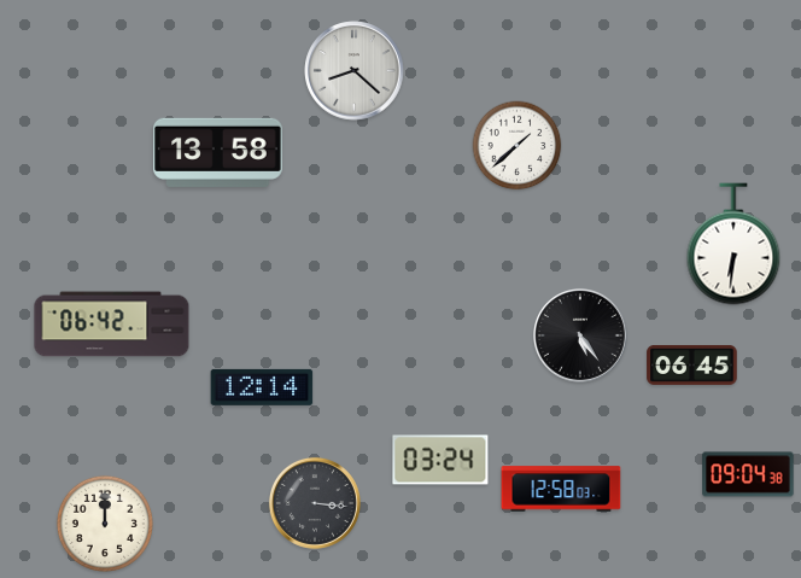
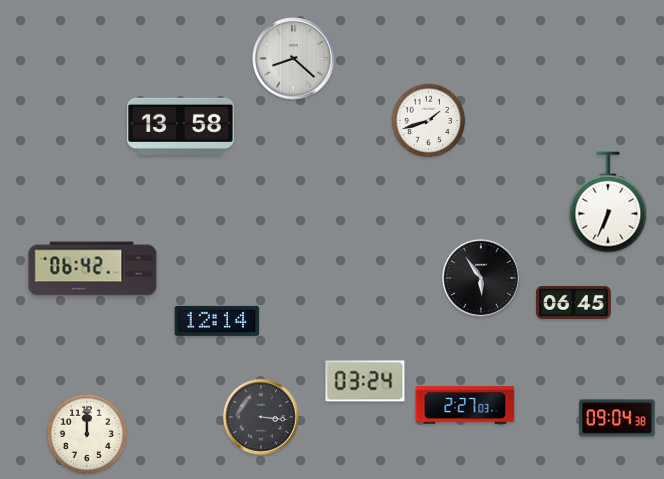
clock at (518, 146): 1:38 -> 1:42
clock at (733, 244): 6:31 -> 6:34
clock at (580, 335): 5:24 -> 5:54
clock at (748, 474) position: (748, 474) -> (617, 418)
clock at (561, 489): 12:58 -> 2:27
